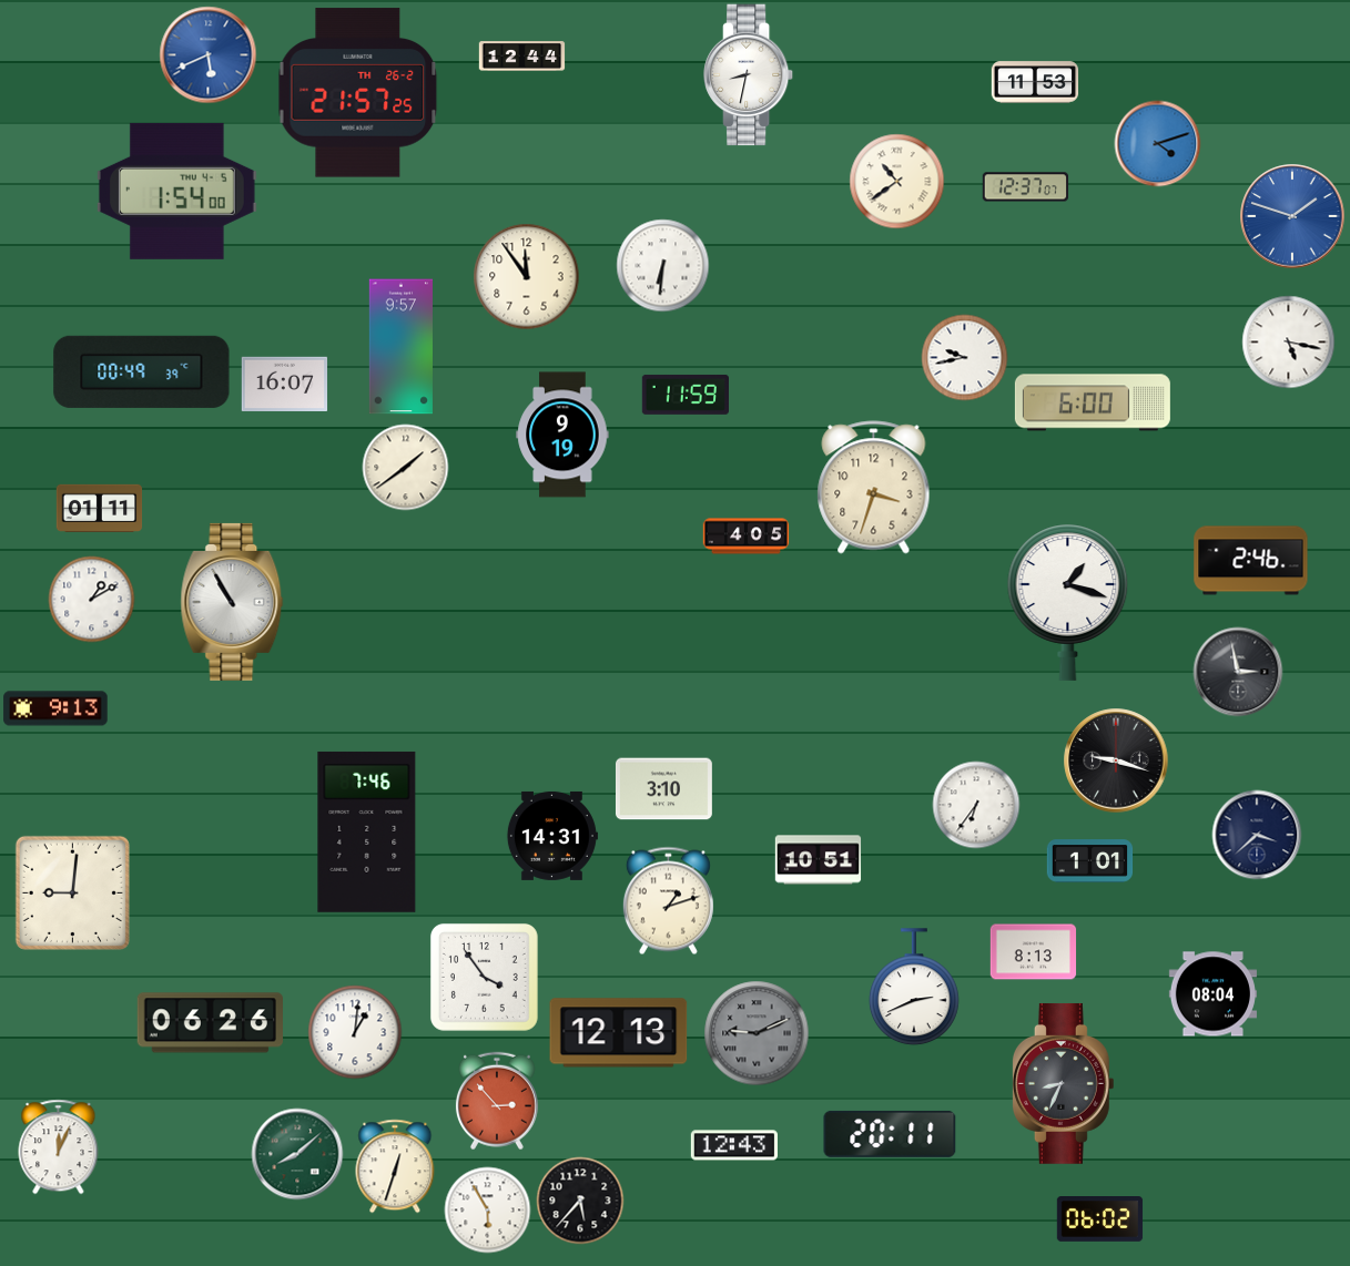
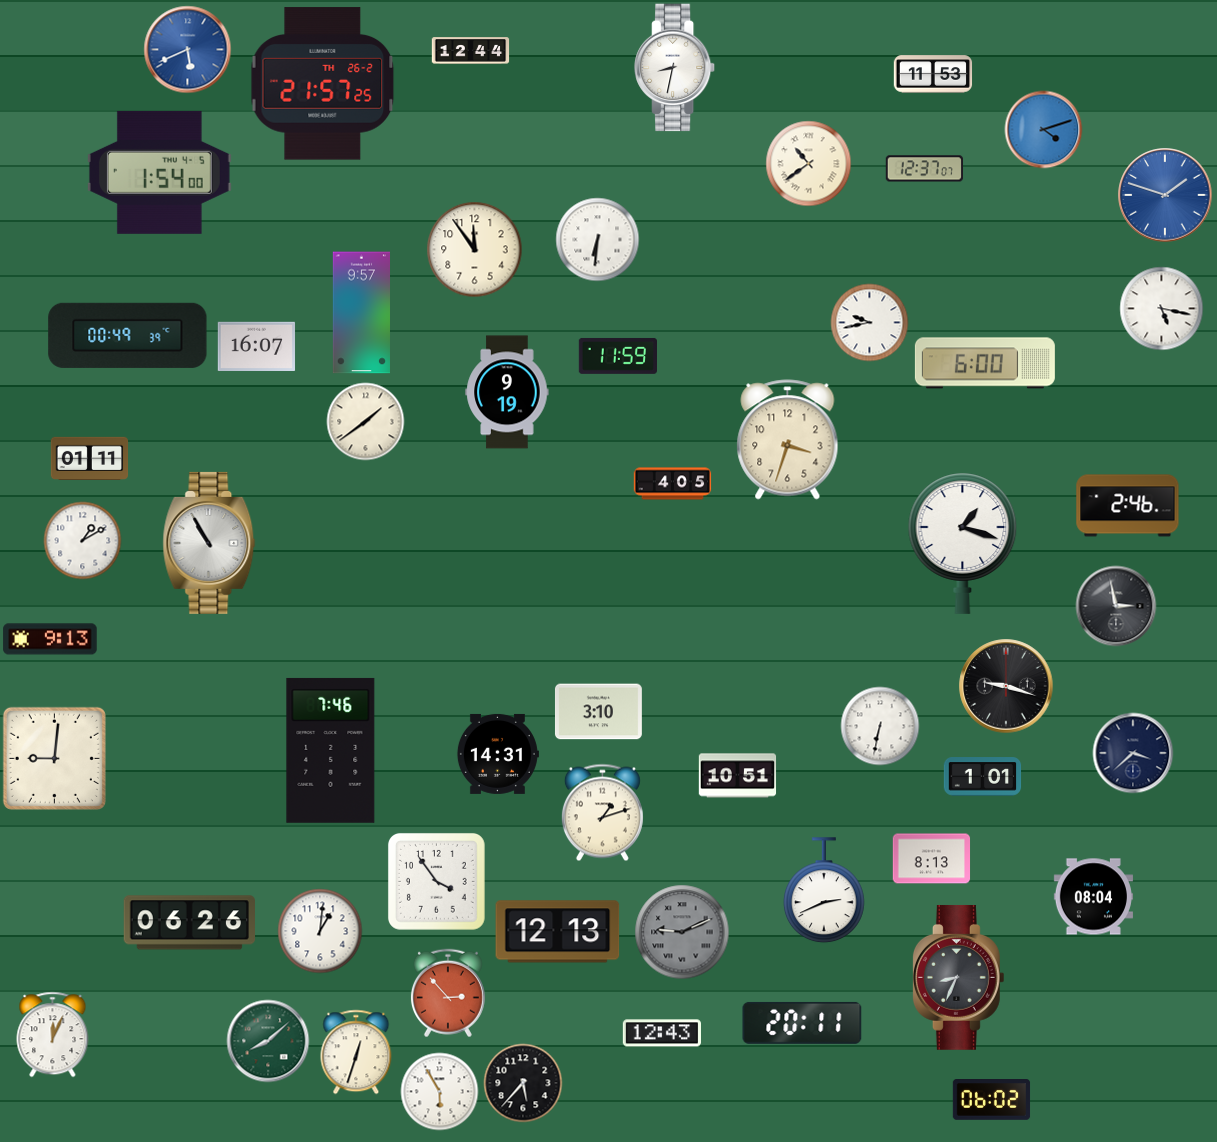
clock at (976, 805): 6:36 -> 6:32
clock at (72, 892) position: (72, 892) -> (54, 758)
